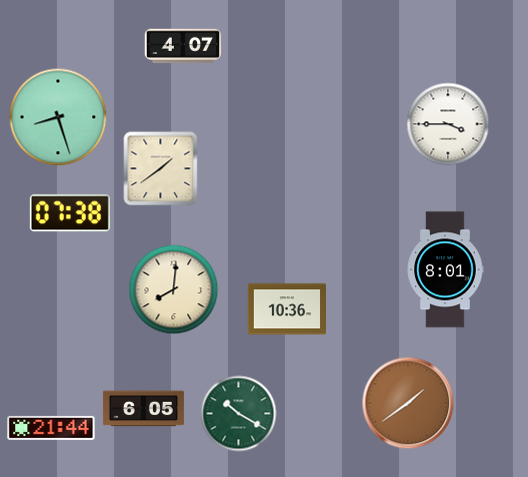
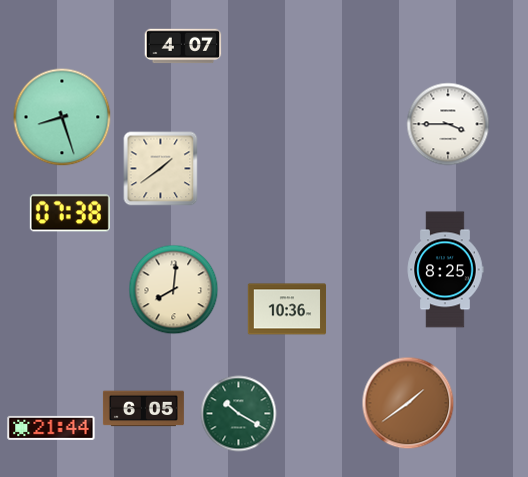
clock at (58, 117) position: (58, 117) -> (62, 117)
clock at (445, 270): 8:01 -> 8:25
